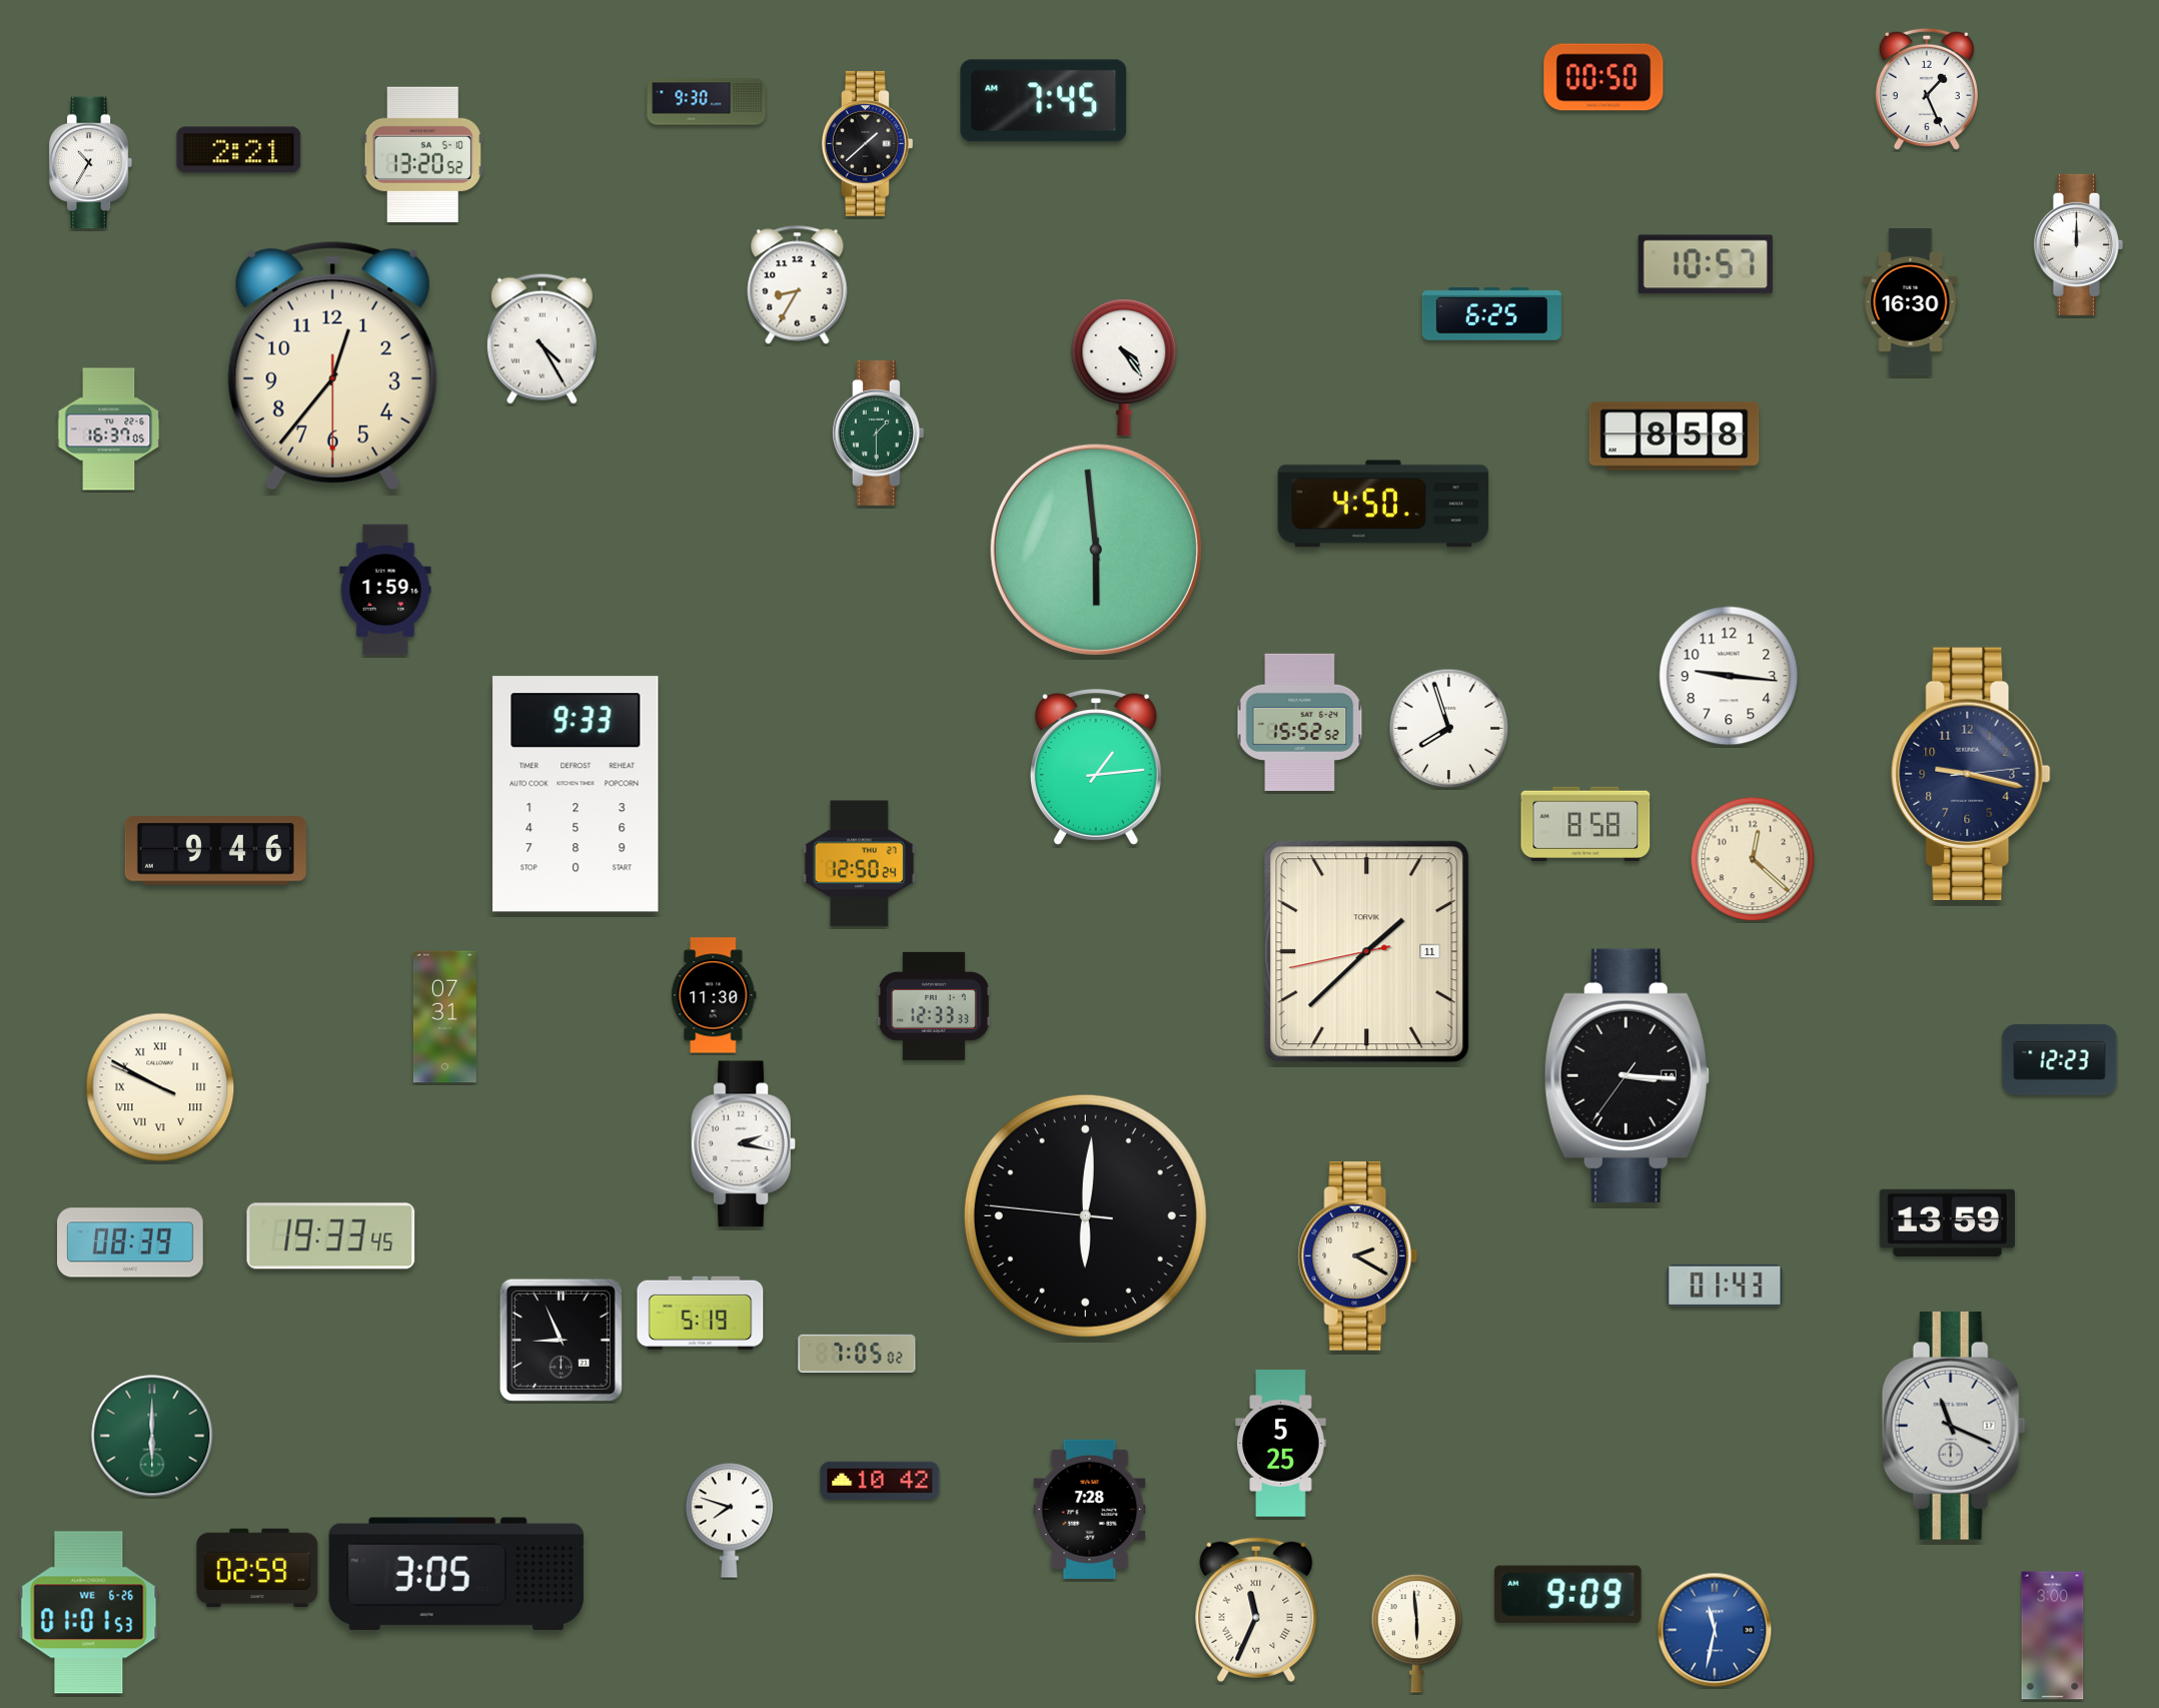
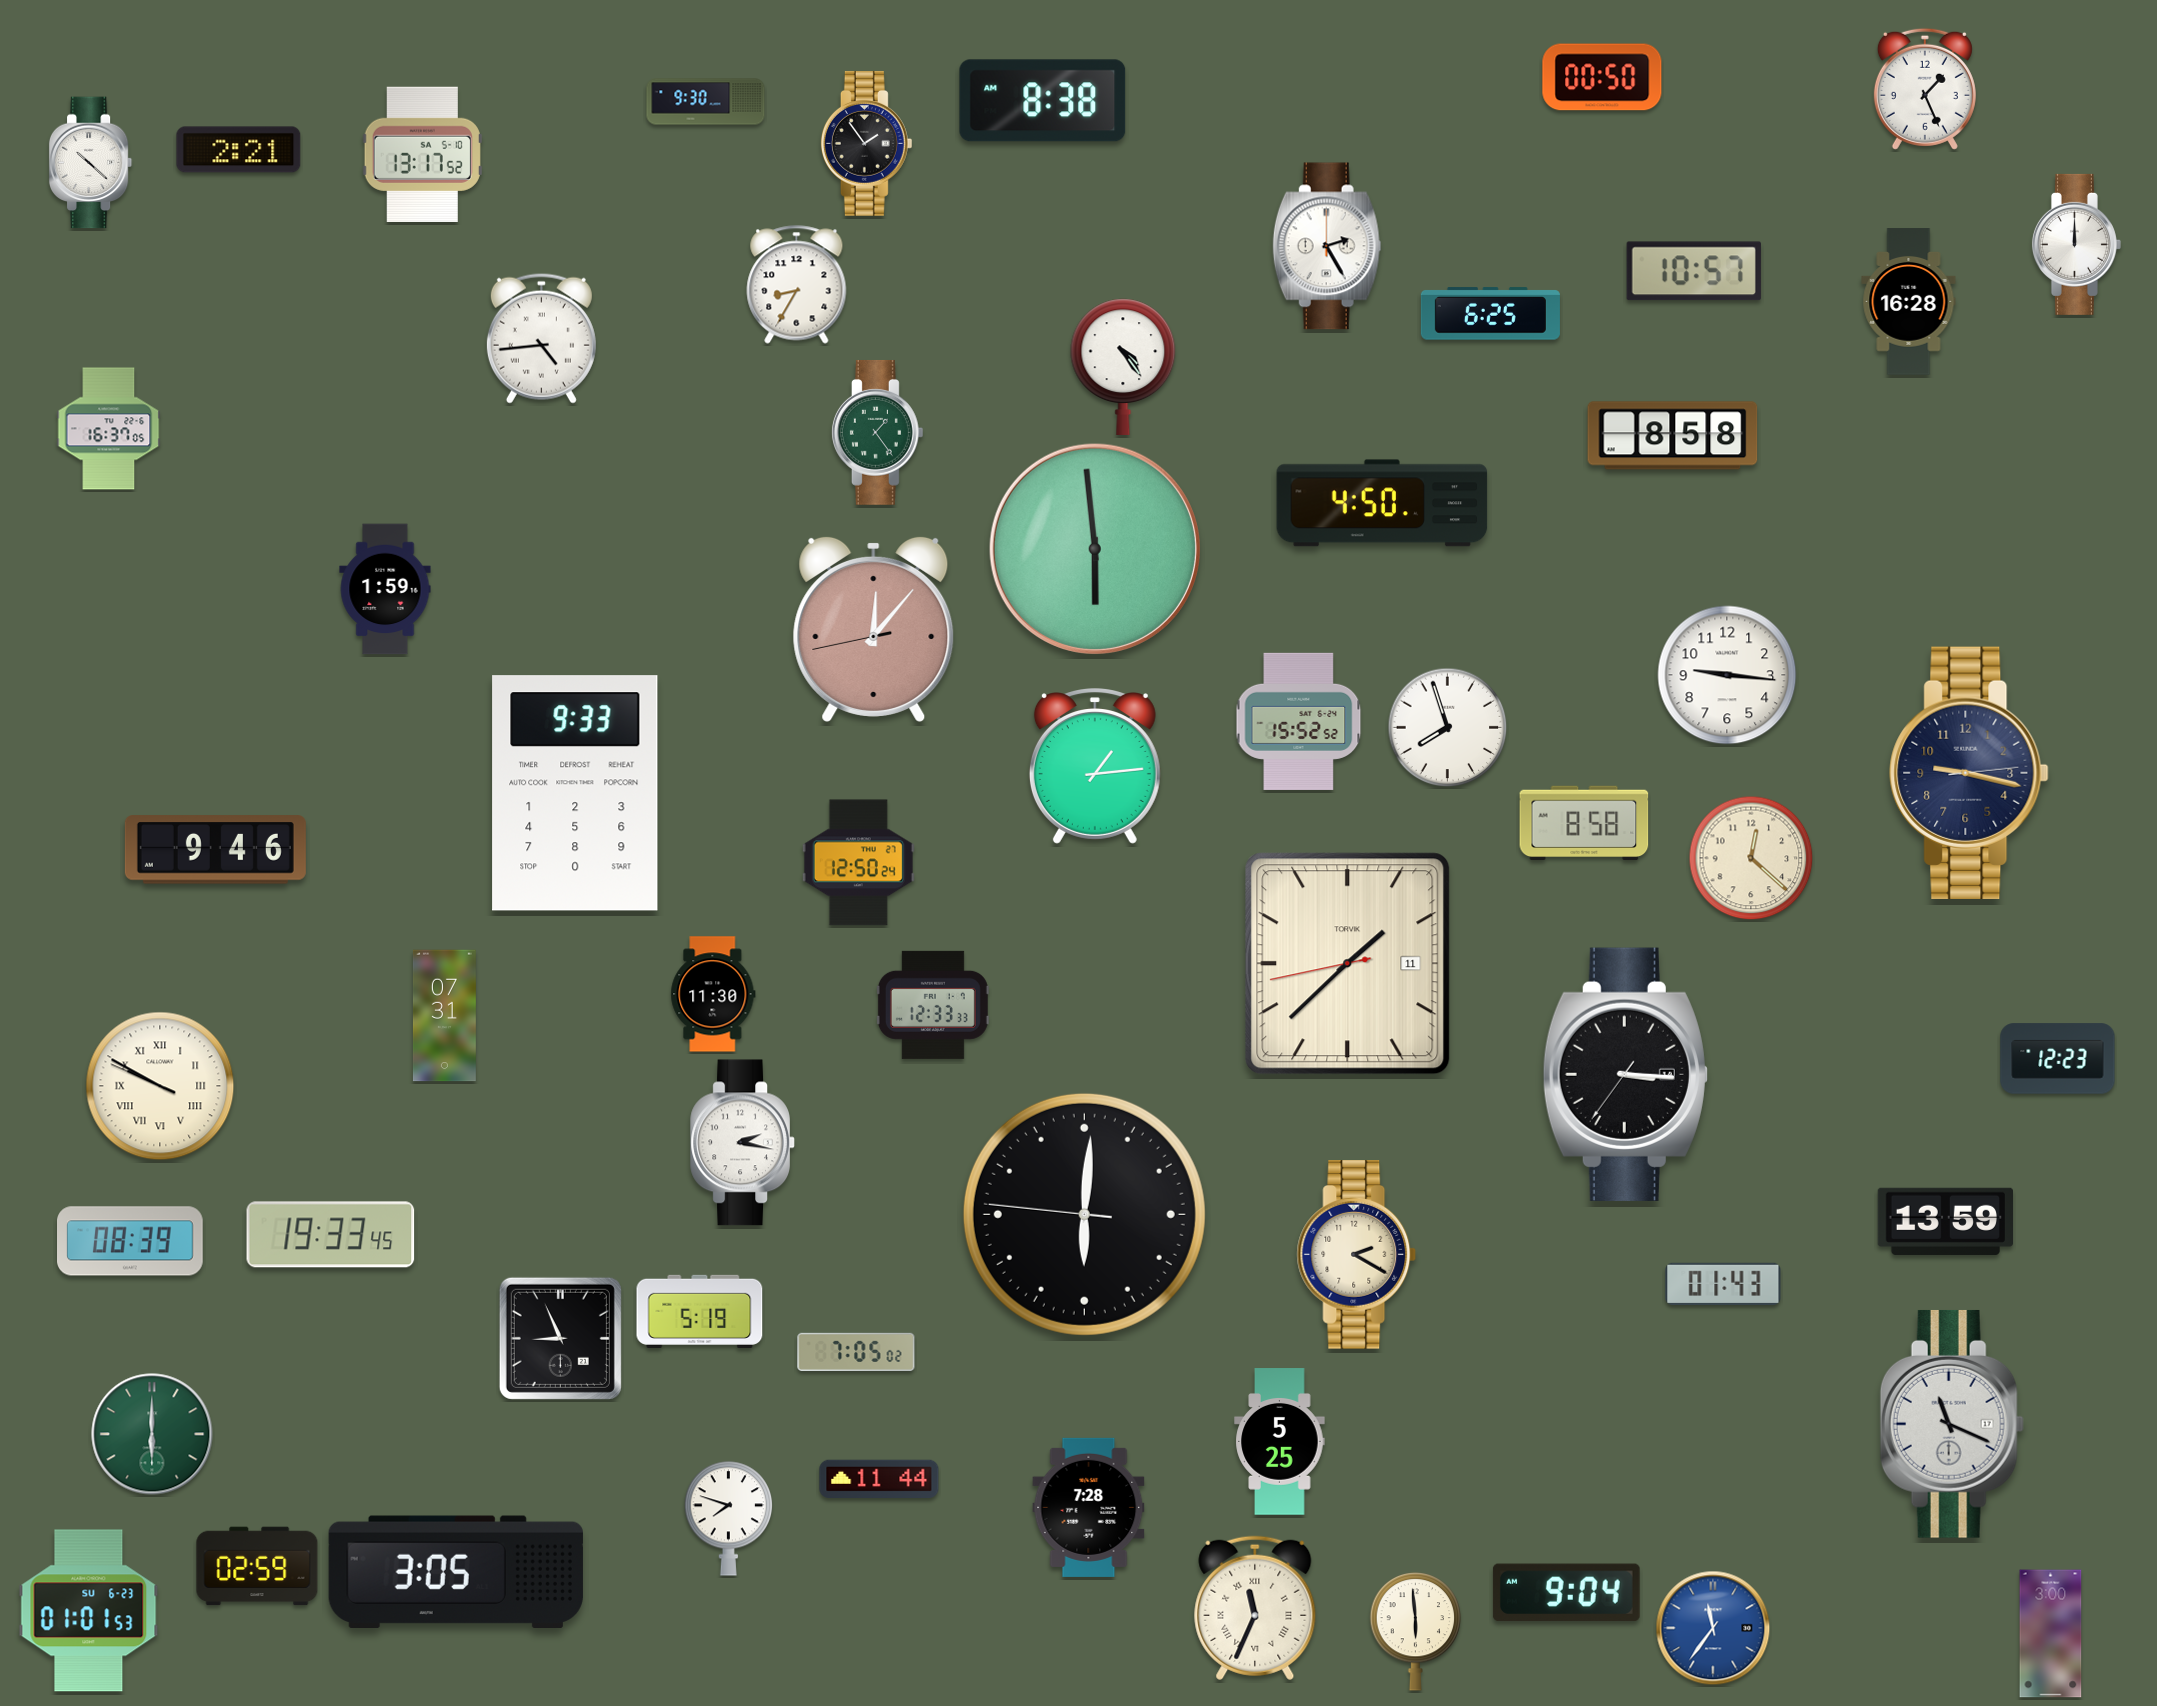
clock at (1044, 101): 7:45 -> 8:38
clock at (867, 143): 1:38 -> 1:54
clock at (422, 154): 13:20 -> 13:17
clock at (91, 163): 10:35 -> 10:22
clock at (1327, 246): none -> 2:25
clock at (1706, 264) position: (1706, 264) -> (1694, 271)
clock at (1911, 302): 16:30 -> 16:28
clock at (542, 338): 4:25 -> 4:44
clock at (332, 365): 12:36 -> none
clock at (878, 433): 1:30 -> 1:24
clock at (874, 629): none -> 12:06
clock at (1367, 952) position: (1367, 952) -> (1348, 964)
clock at (880, 1480): 10:42 -> 11:44
clock at (1567, 1595): 9:09 -> 9:04
clock at (89, 1613) date: WE 6-26 -> SU 6-23
clock at (1715, 1630): 11:32 -> 11:36
